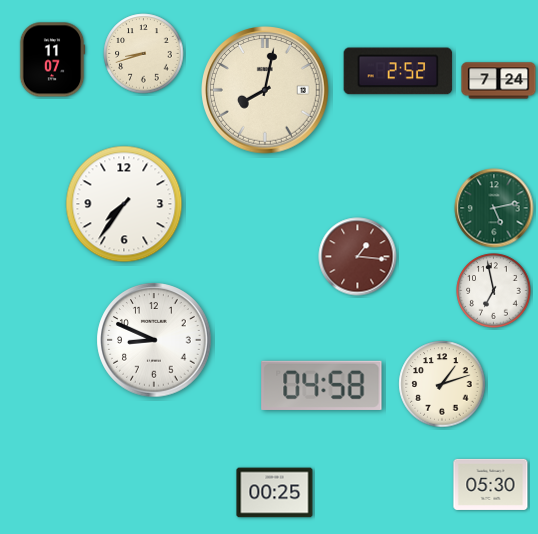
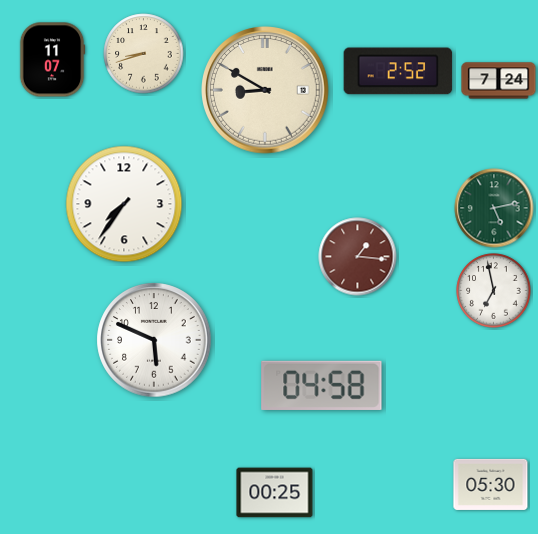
clock at (265, 90): 8:02 -> 8:50
clock at (154, 340): 8:49 -> 5:49
clock at (442, 384): 1:12 -> none
